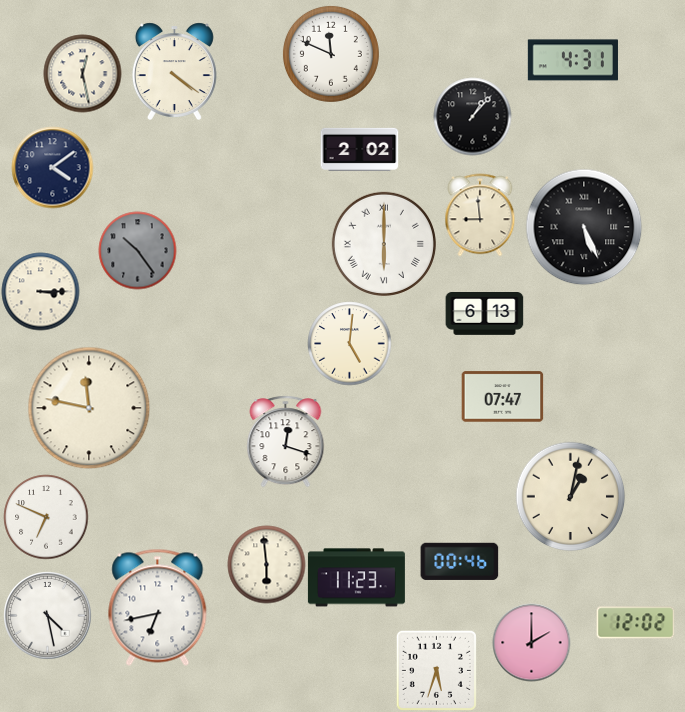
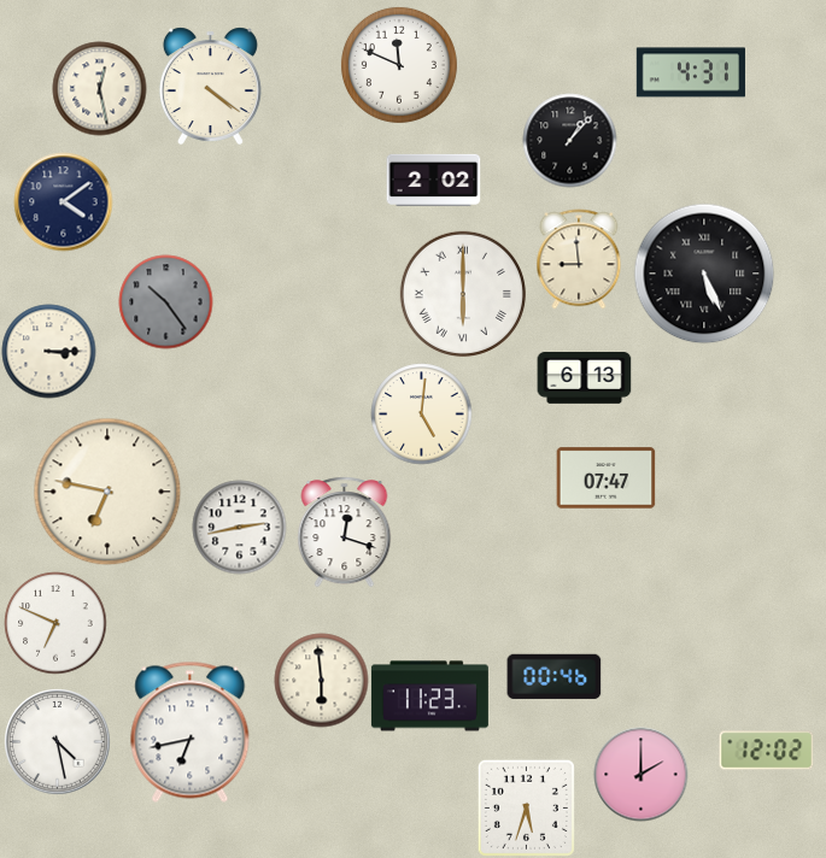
clock at (89, 408): 11:47 -> 6:47
clock at (239, 527): none -> 2:43
clock at (570, 496): 1:02 -> none
